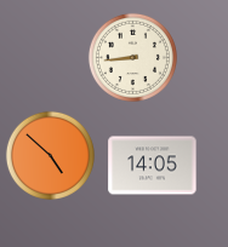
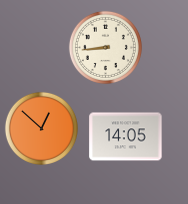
clock at (132, 57) position: (132, 57) -> (105, 47)
clock at (50, 155): 4:52 -> 12:52
